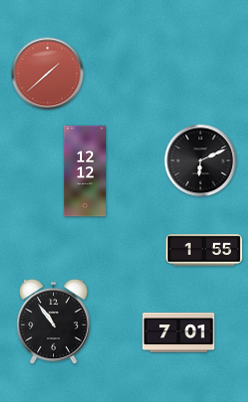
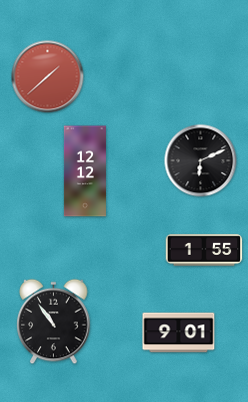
clock at (48, 74) position: (48, 74) -> (48, 77)
clock at (179, 333): 7:01 -> 9:01
